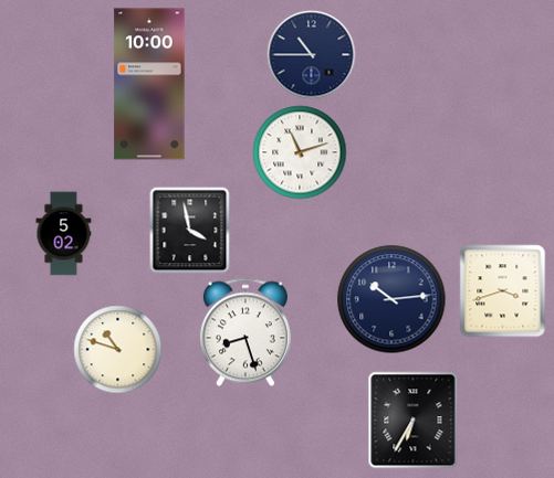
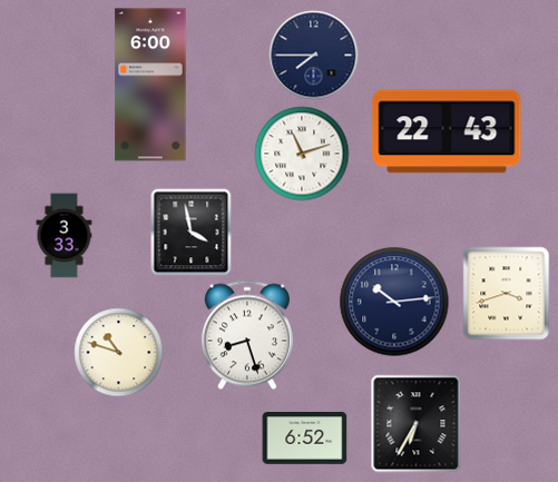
clock at (312, 55): 10:45 -> 7:45
clock at (149, 84): 10:00 -> 6:00
clock at (447, 131): none -> 22:43
clock at (64, 234): 5:02 -> 3:33
clock at (305, 439): none -> 6:52
